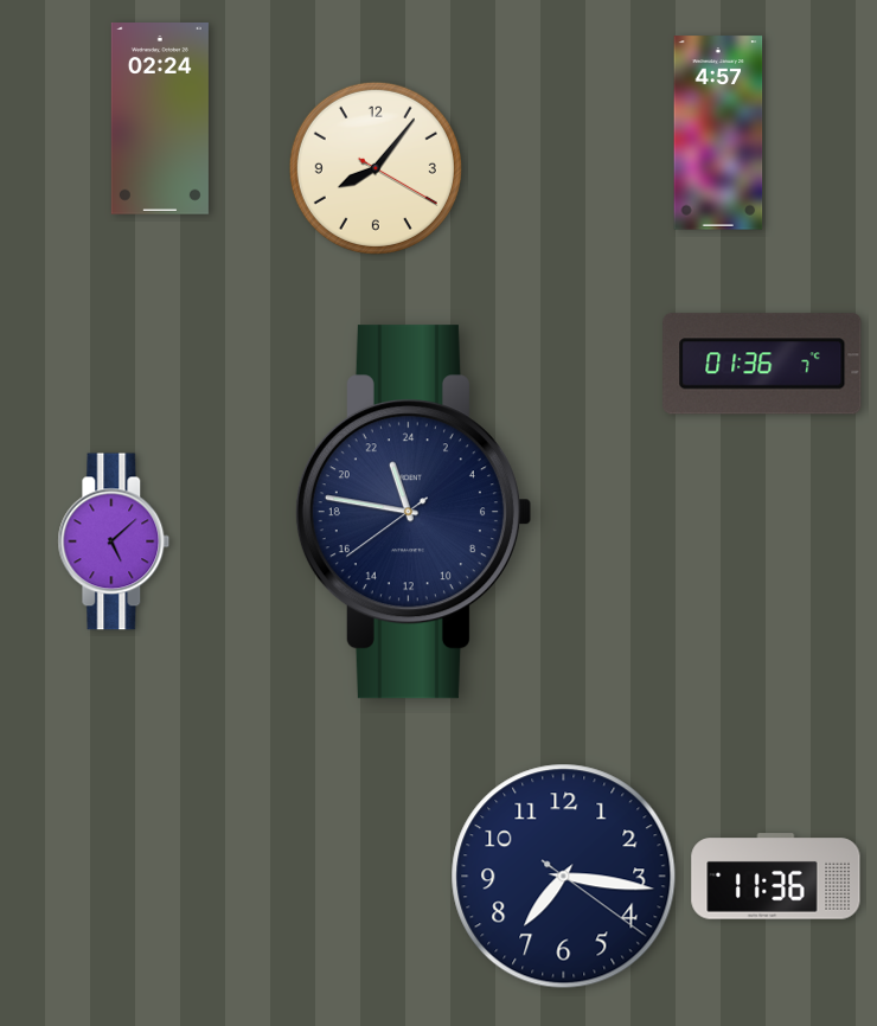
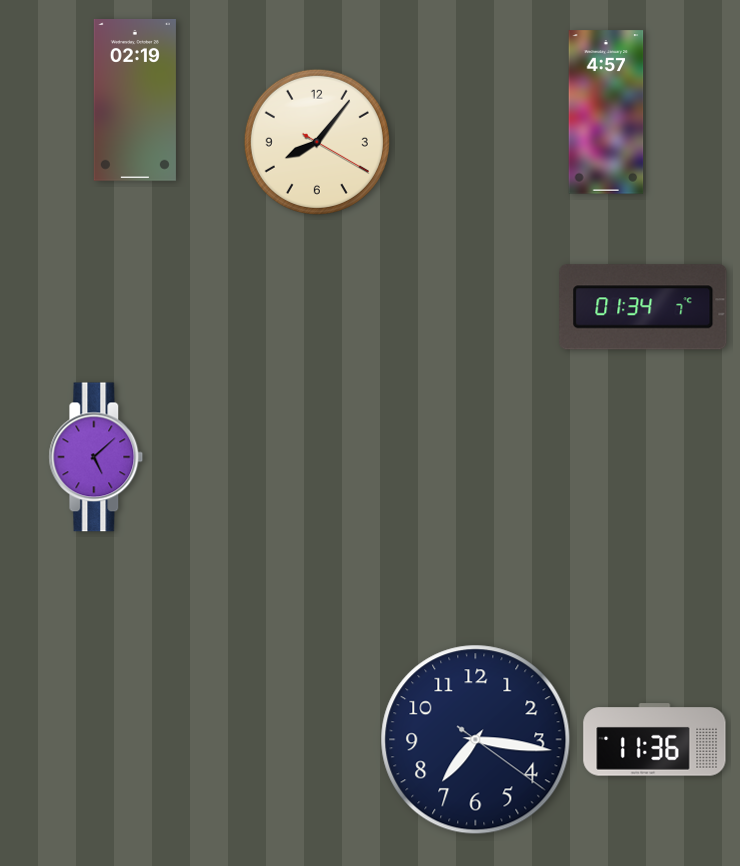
clock at (160, 120): 02:24 -> 02:19
clock at (762, 364): 01:36 -> 01:34
clock at (412, 512): 22:46 -> none
